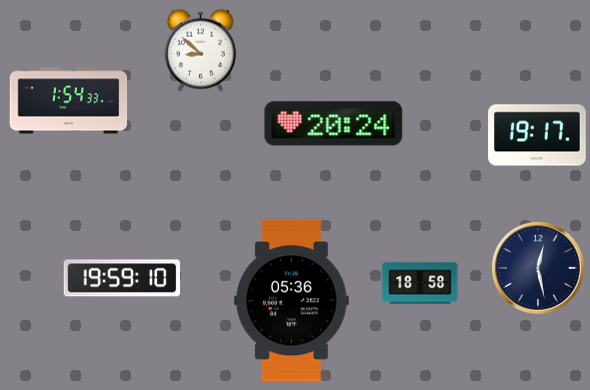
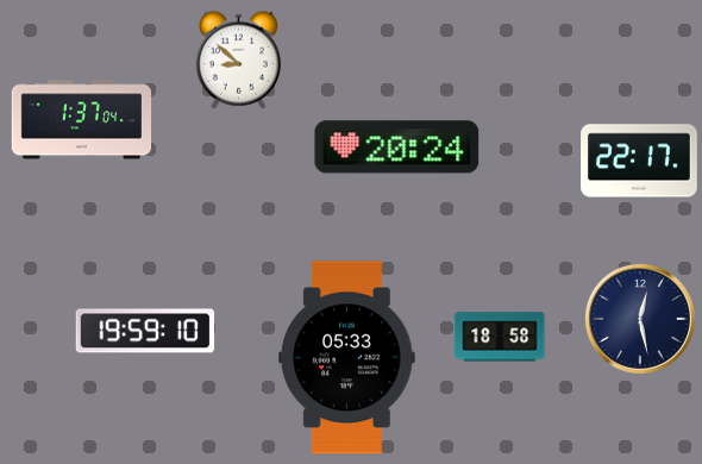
clock at (69, 101): 1:54 -> 1:37
clock at (537, 135): 19:17 -> 22:17
clock at (292, 301): 05:36 -> 05:33
